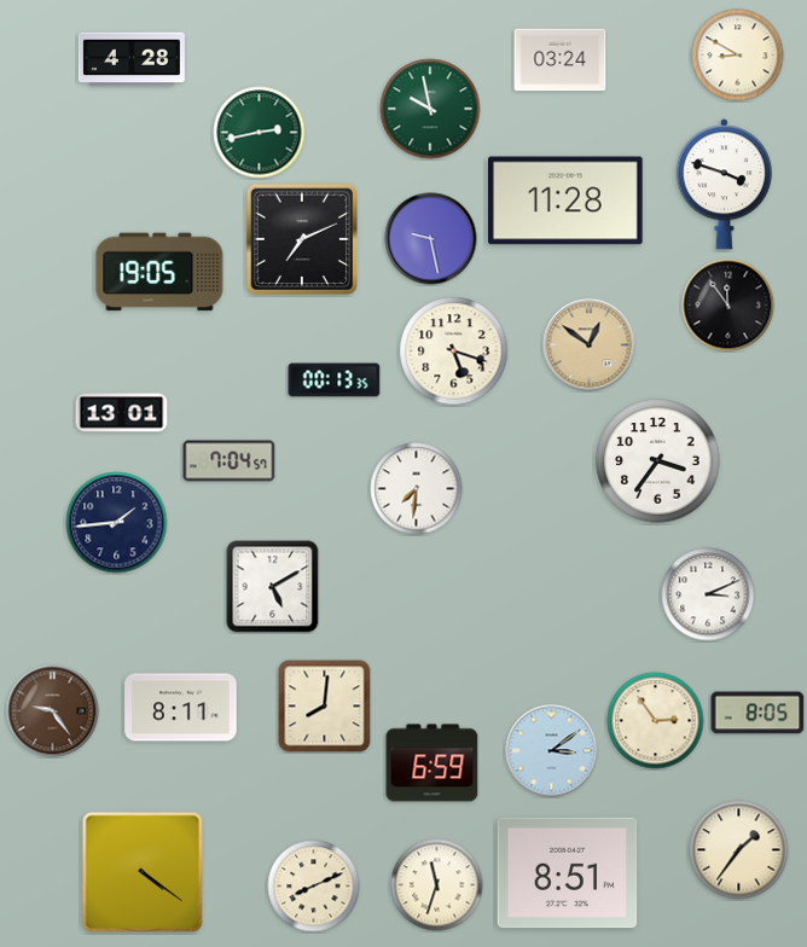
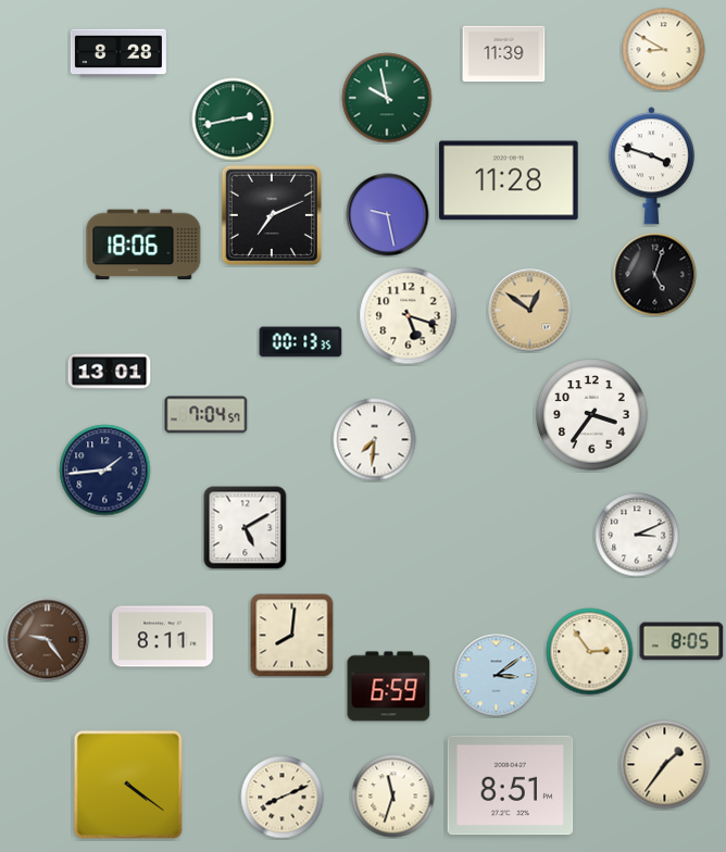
clock at (132, 59): 4:28 -> 8:28
clock at (561, 60): 03:24 -> 11:39
clock at (159, 272): 19:05 -> 18:06
clock at (728, 306): 11:54 -> 5:03
clock at (656, 721) position: (656, 721) -> (590, 652)
